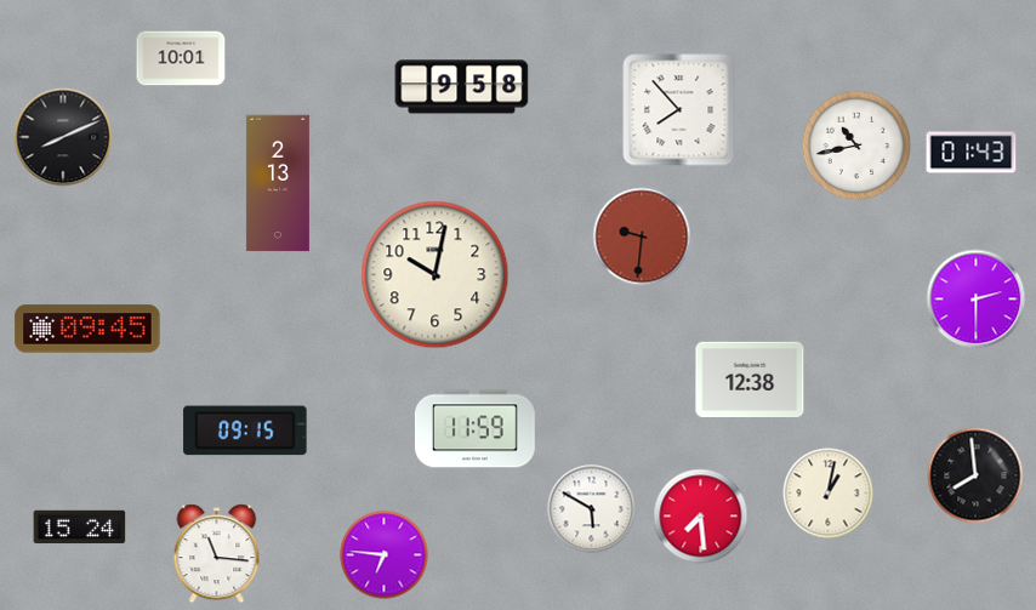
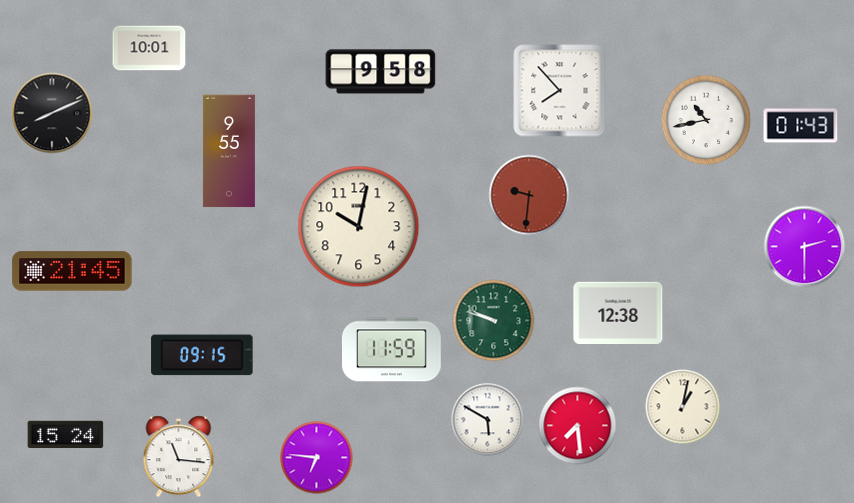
clock at (278, 183): 2:13 -> 9:55
clock at (87, 329): 09:45 -> 21:45
clock at (494, 321): none -> 9:48
clock at (474, 429) position: (474, 429) -> (391, 350)
clock at (975, 475): 7:59 -> none
